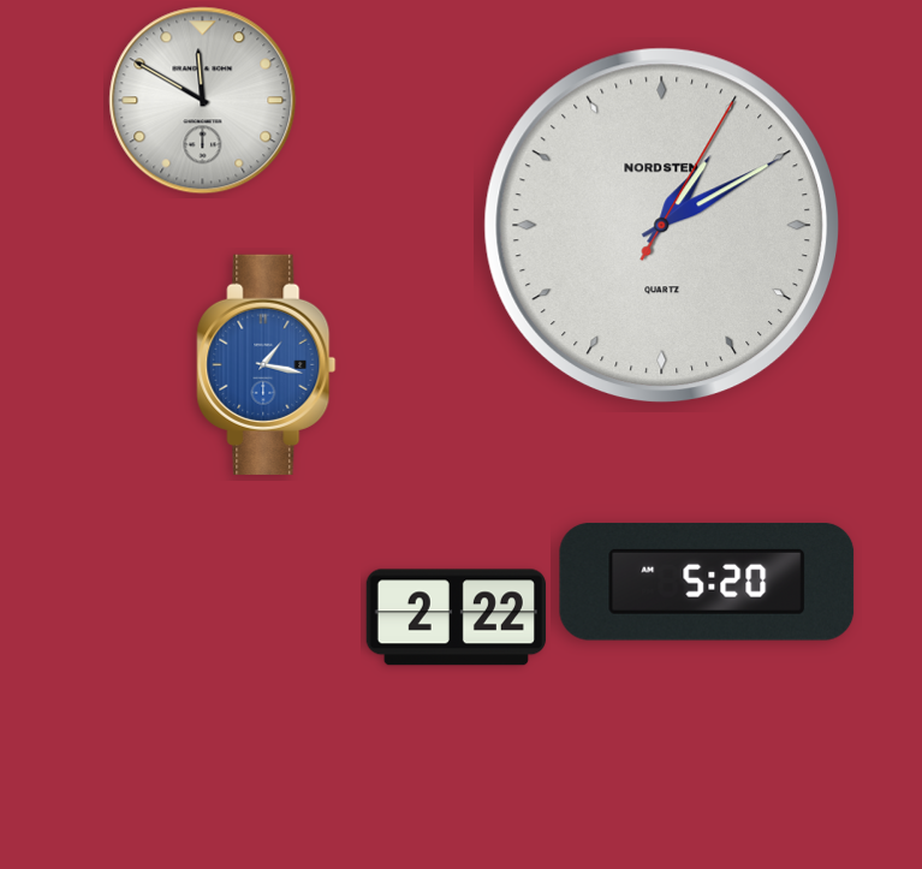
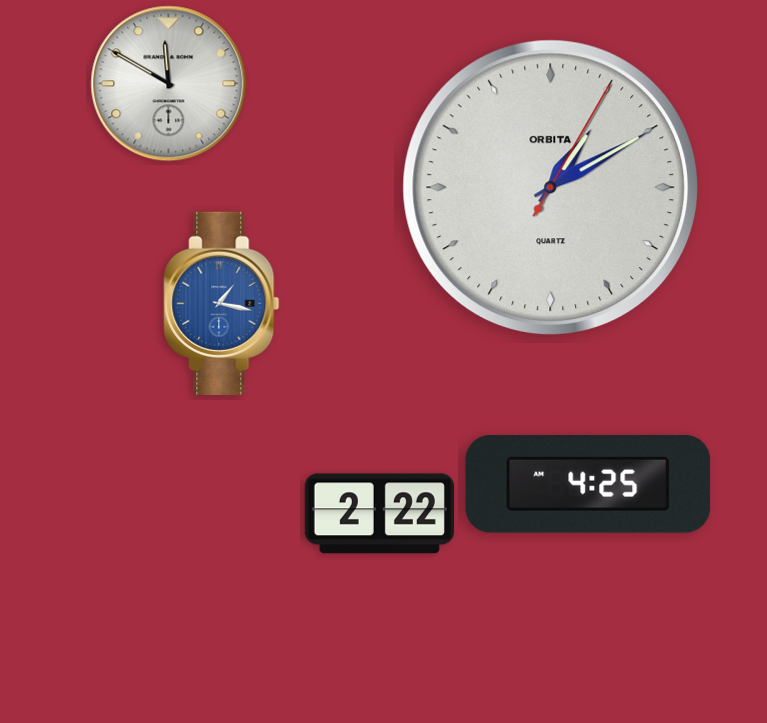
clock at (662, 226) brand: NORDSTEN -> ORBITA
clock at (707, 582): 5:20 -> 4:25
